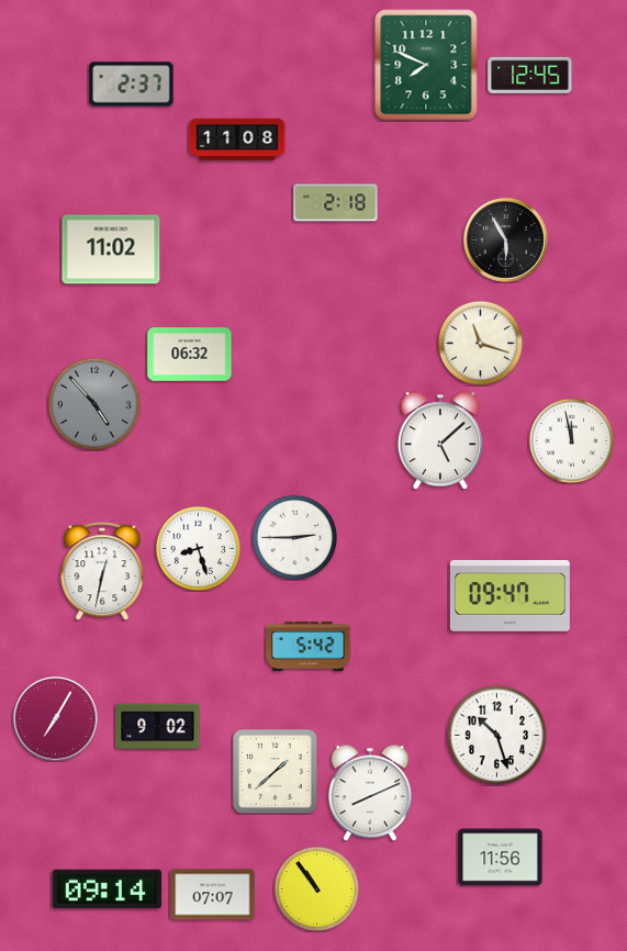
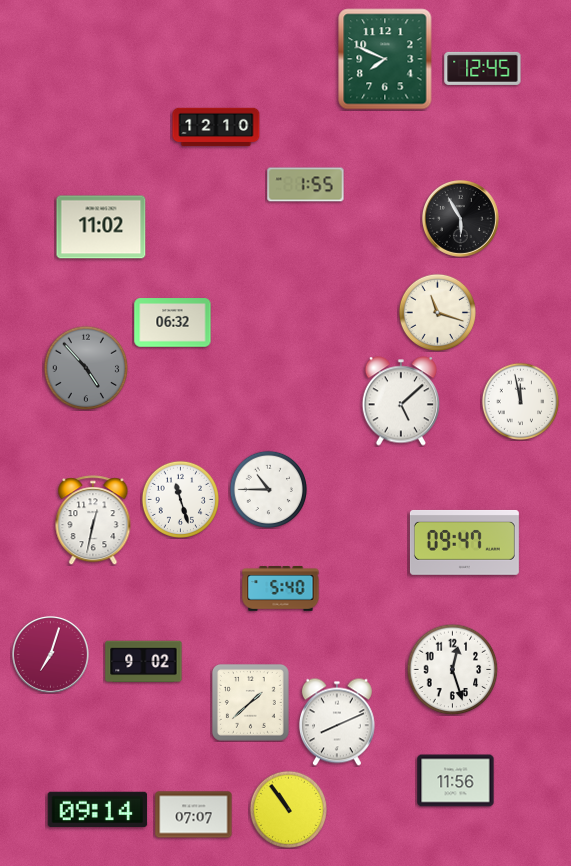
clock at (426, 65) position: (426, 65) -> (385, 59)
clock at (132, 85): 2:37 -> none
clock at (237, 139): 11:08 -> 12:10
clock at (336, 203): 2:18 -> 1:55
clock at (294, 537): 2:45 -> 10:45
clock at (198, 548): 8:27 -> 11:27
clock at (309, 647): 5:42 -> 5:40
clock at (55, 718): 7:05 -> 7:03
clock at (496, 735): 10:27 -> 12:27
